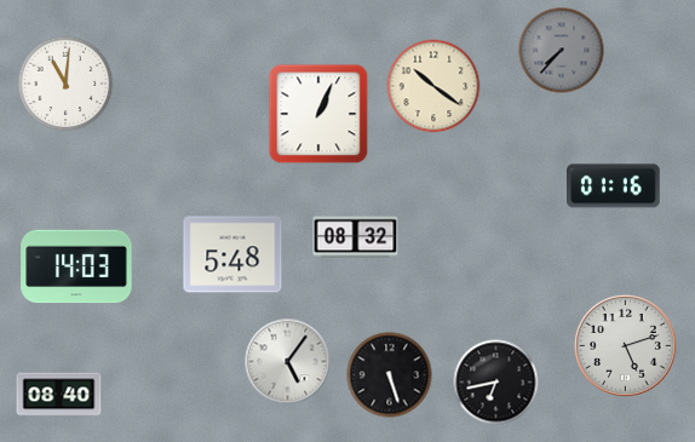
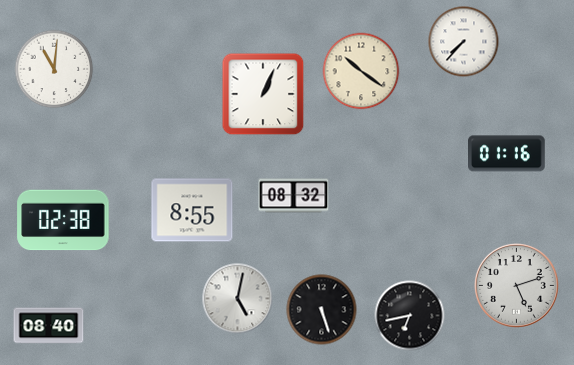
clock at (562, 51) dial: grey -> white
clock at (433, 86) position: (433, 86) -> (361, 71)
clock at (232, 254): 5:48 -> 8:55
clock at (76, 266): 14:03 -> 02:38
clock at (288, 362): 5:06 -> 5:02
